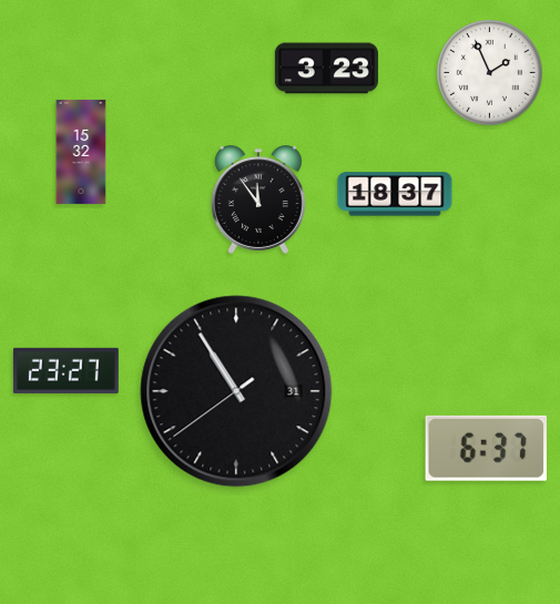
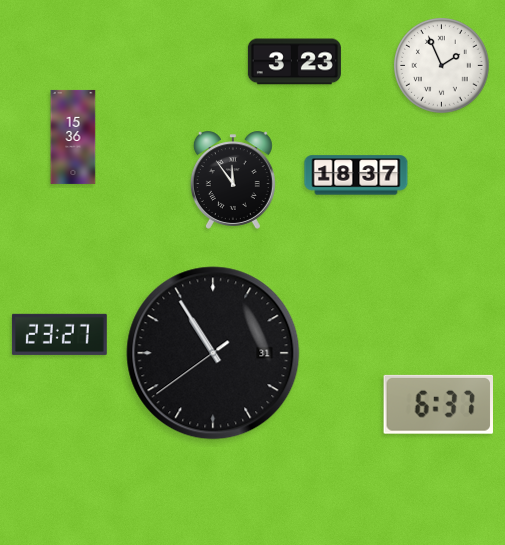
clock at (81, 152): 15:32 -> 15:36
